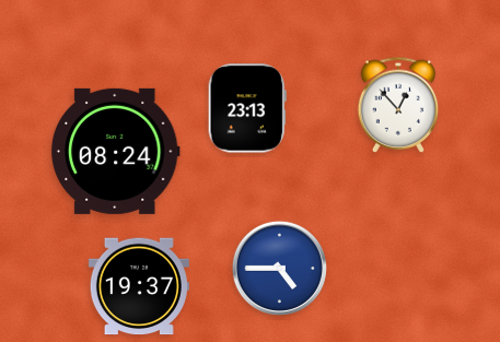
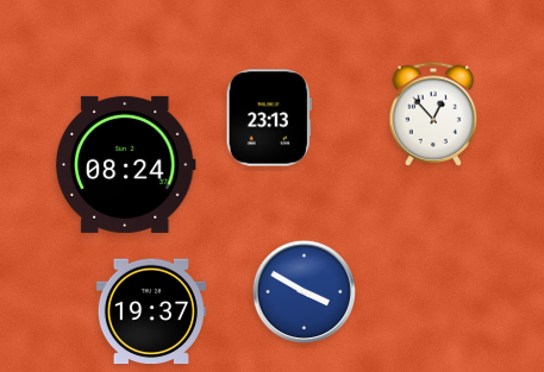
clock at (279, 268): 4:45 -> 3:50
